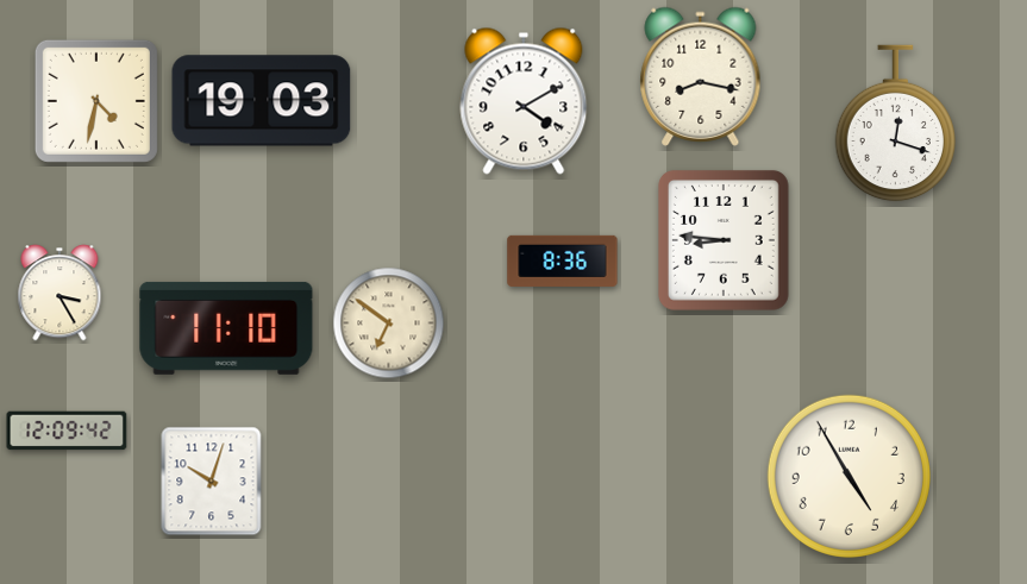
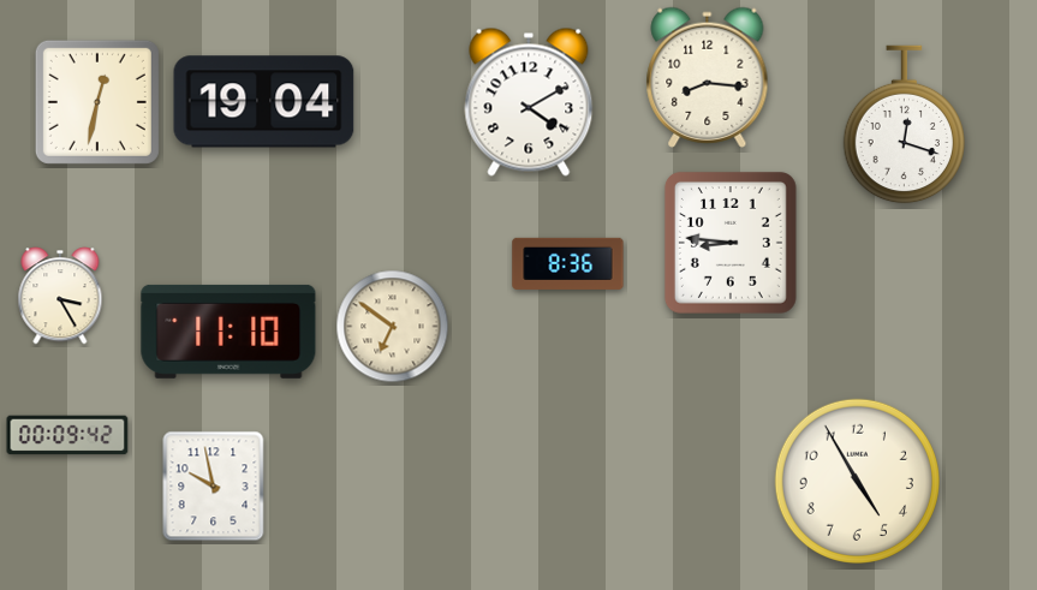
clock at (701, 76): 8:17 -> 8:16
clock at (96, 101): 4:32 -> 12:32
clock at (262, 101): 19:03 -> 19:04
clock at (67, 431): 12:09 -> 00:09
clock at (212, 482): 10:03 -> 9:58
